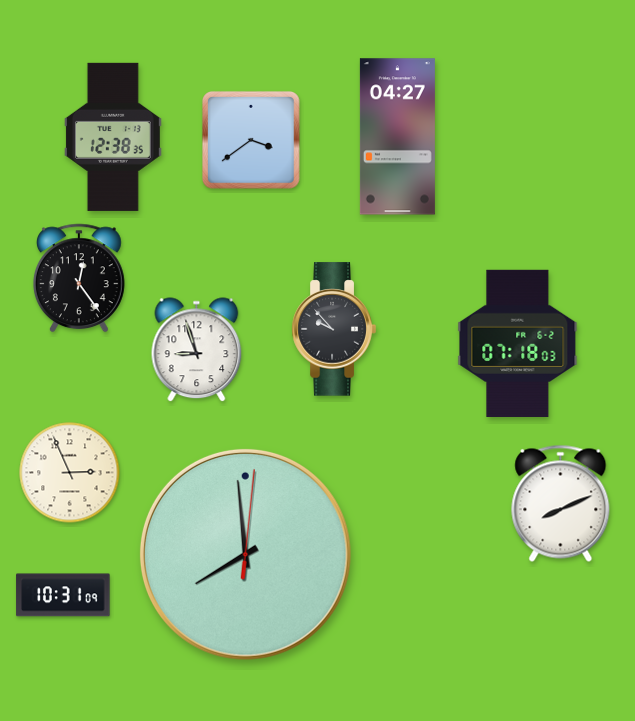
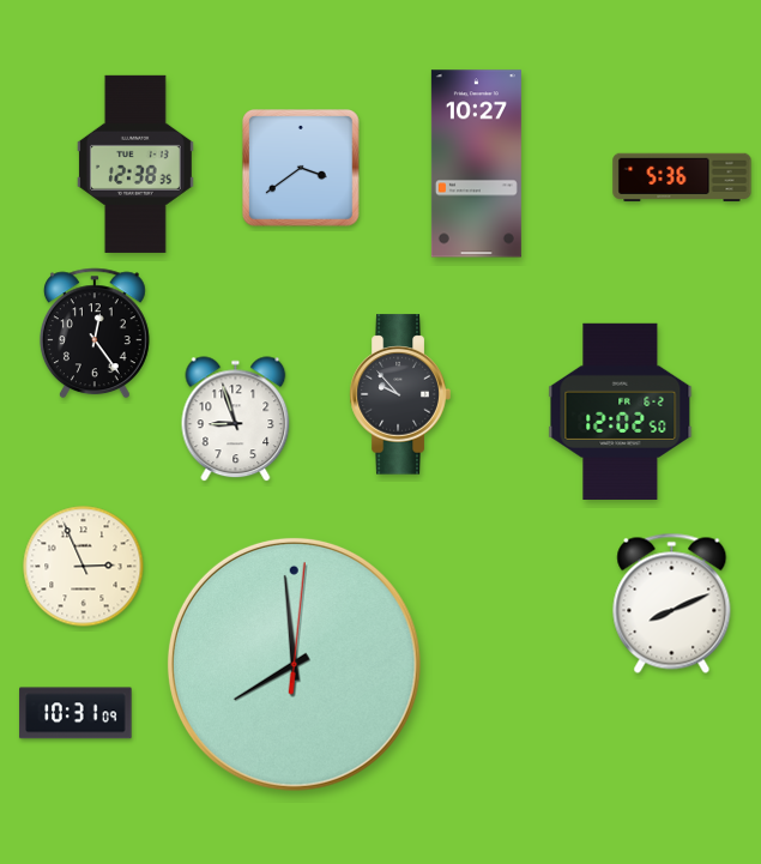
clock at (397, 137): 04:27 -> 10:27
clock at (682, 177): none -> 5:36
clock at (518, 343): 07:18 -> 12:02
